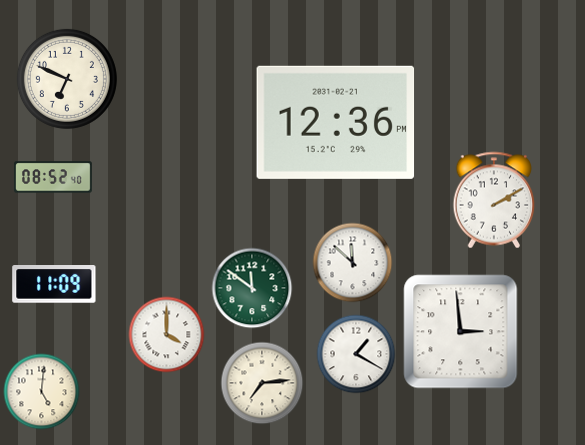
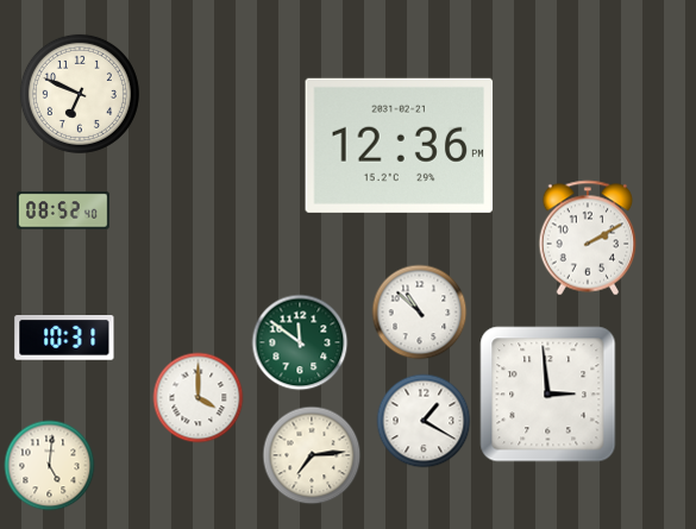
clock at (353, 263): 11:52 -> 10:52
clock at (54, 285): 11:09 -> 10:31
